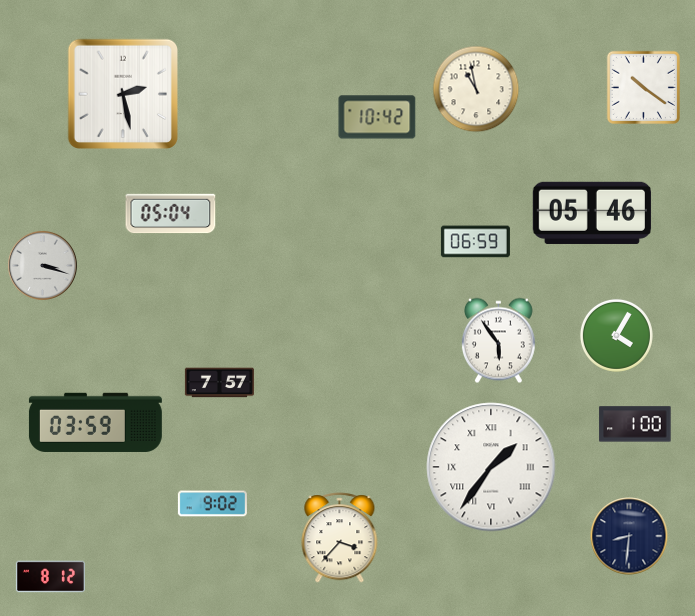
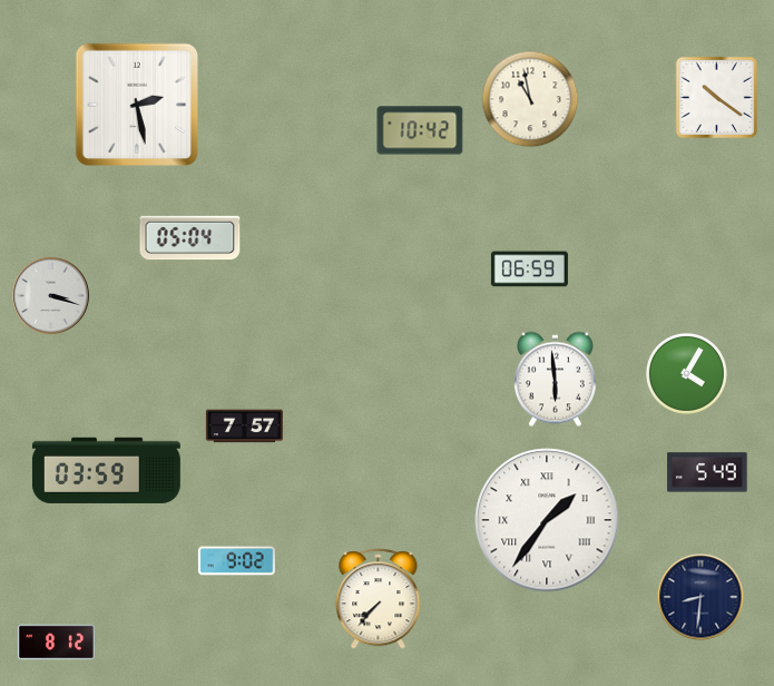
clock at (592, 213): 05:46 -> none
clock at (43, 266) position: (43, 266) -> (51, 296)
clock at (499, 341): 5:54 -> 5:59
clock at (635, 424): 1:00 -> 5:49
clock at (340, 538): 3:37 -> 7:37
